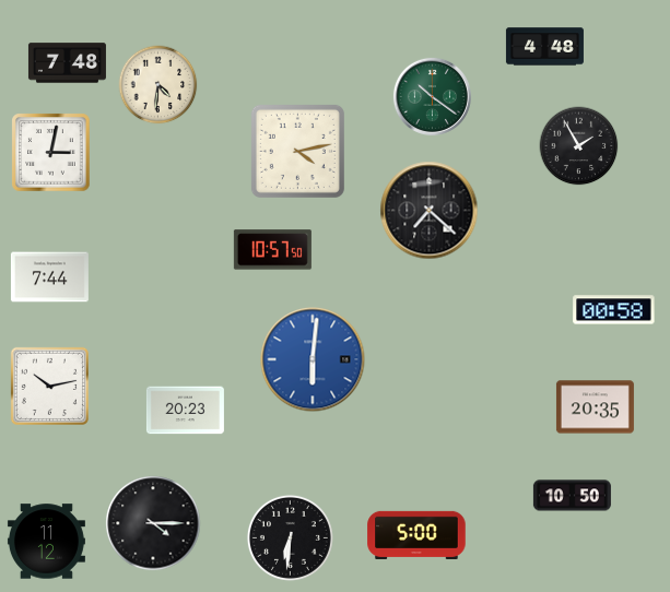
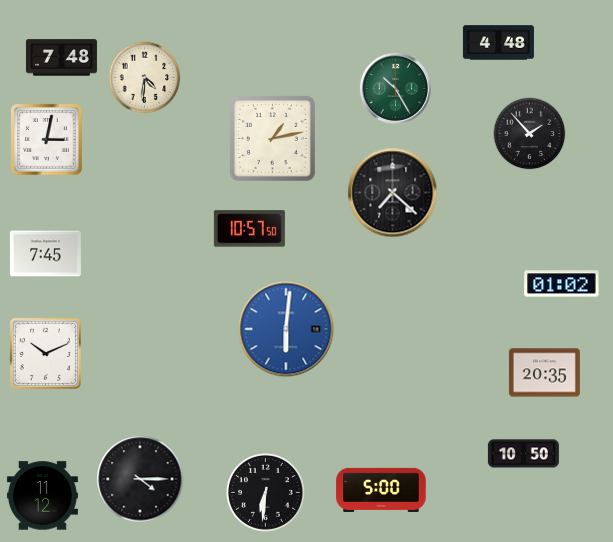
clock at (432, 96): 10:21 -> 10:25
clock at (579, 146): 1:55 -> 1:53
clock at (297, 151): 4:13 -> 1:13
clock at (49, 277): 7:44 -> 7:45
clock at (614, 310): 00:58 -> 01:02
clock at (49, 386): 10:13 -> 10:11
clock at (185, 411): 20:23 -> none
